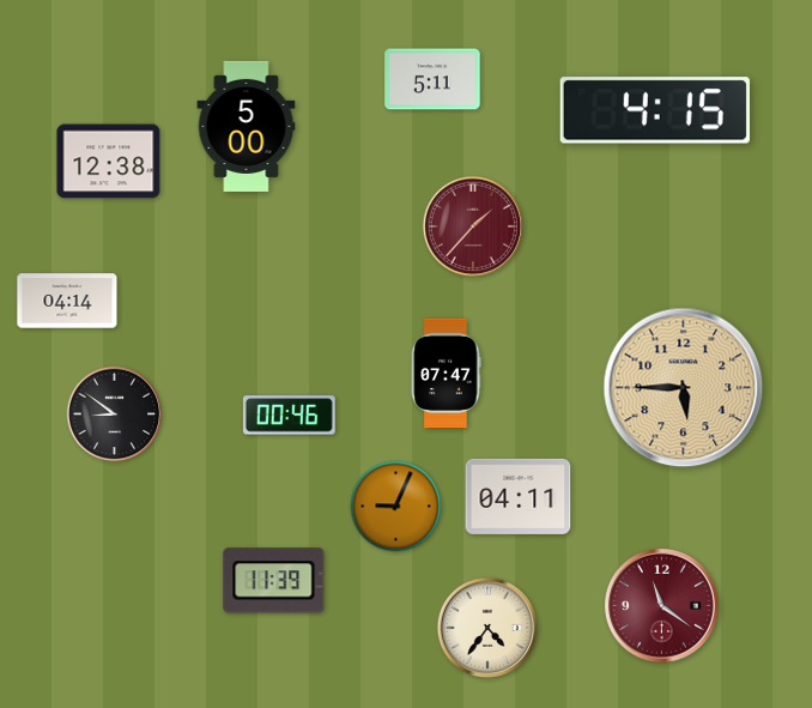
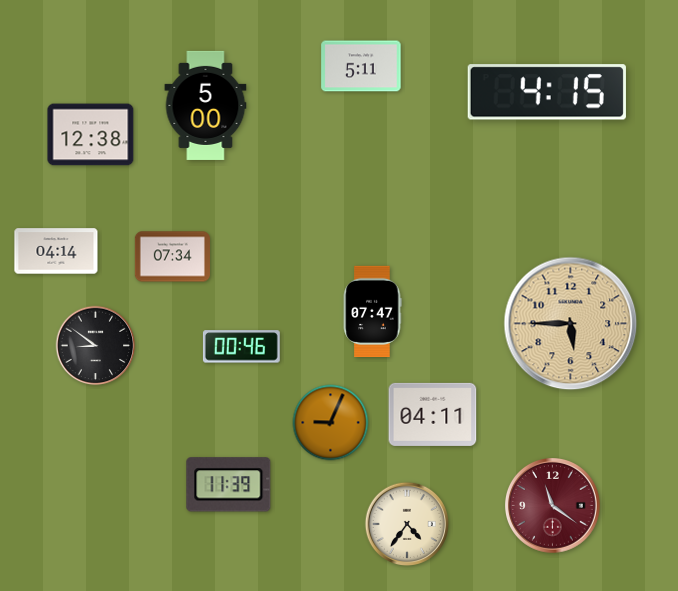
clock at (472, 225): 1:37 -> none
clock at (172, 257): none -> 07:34
